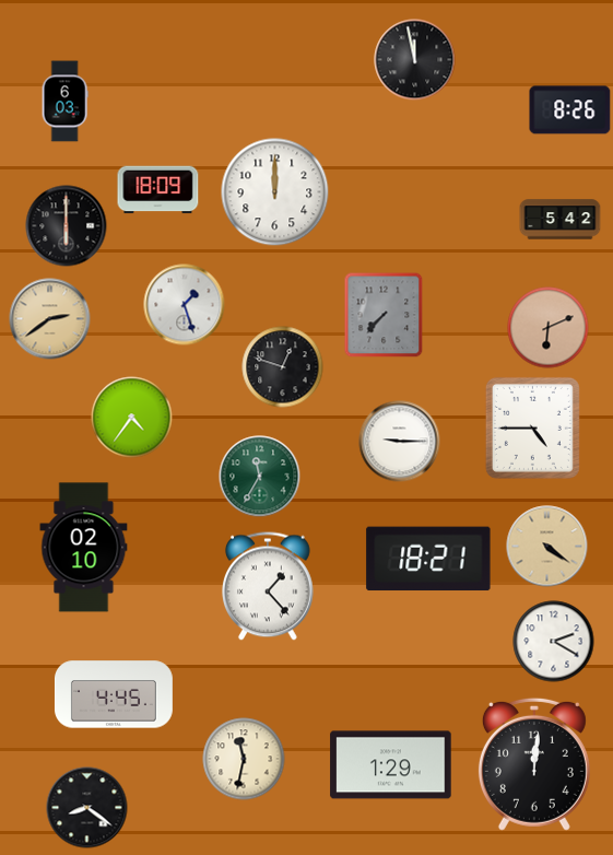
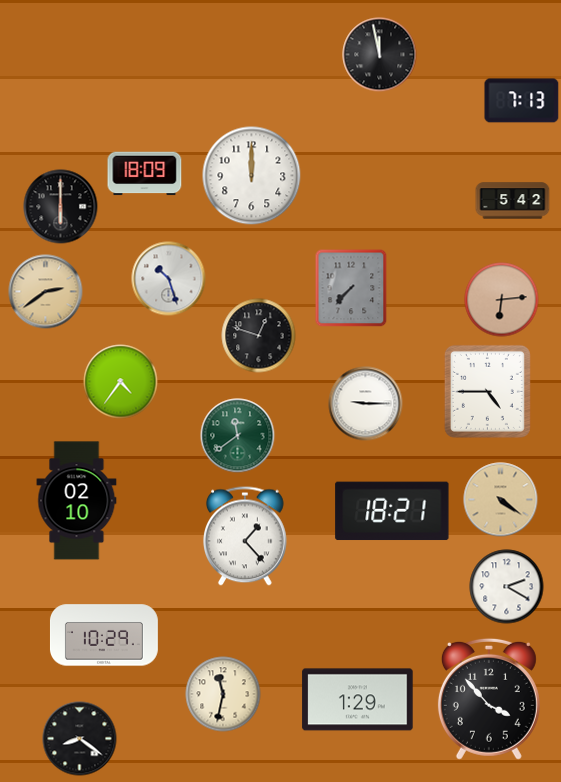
clock at (64, 102): 6:03 -> none
clock at (570, 110): 8:26 -> 7:13
clock at (185, 305): 1:27 -> 10:27
clock at (549, 328): 6:11 -> 6:14
clock at (260, 477): 11:35 -> 11:39
clock at (114, 694): 4:45 -> 10:29
clock at (534, 764): 12:01 -> 3:53
